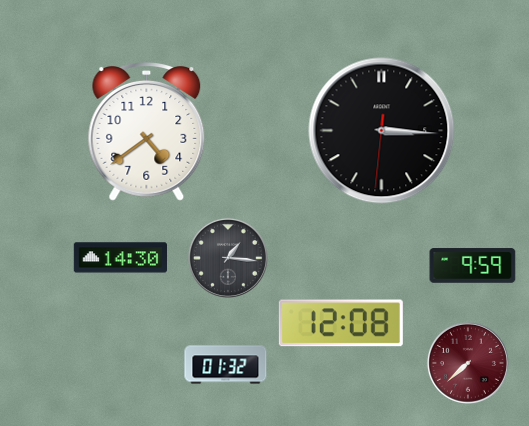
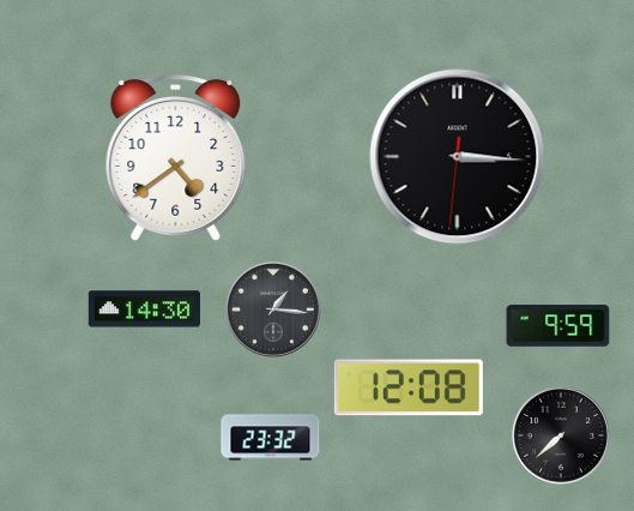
clock at (473, 266) position: (473, 266) -> (558, 326)
clock at (468, 363) dial: burgundy -> black
clock at (226, 365): 01:32 -> 23:32
